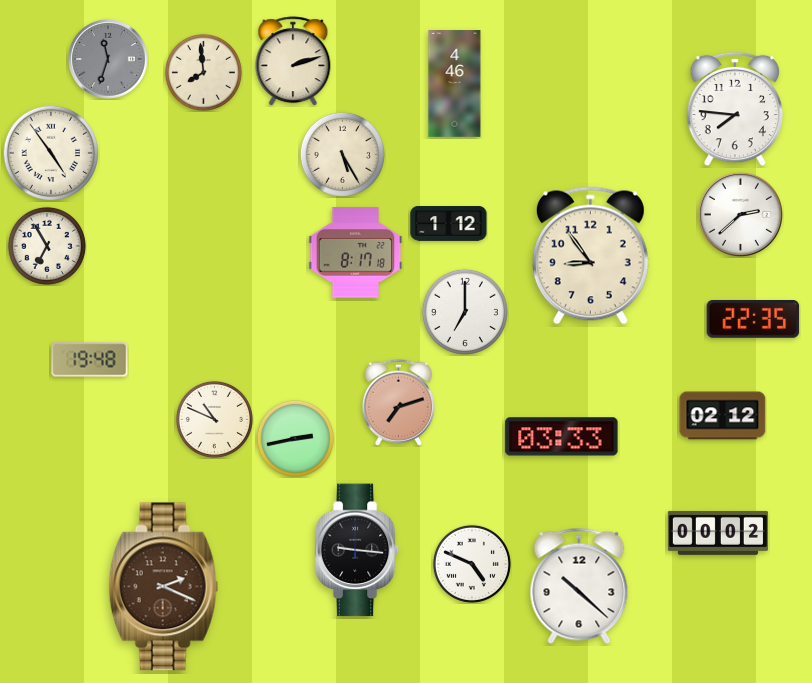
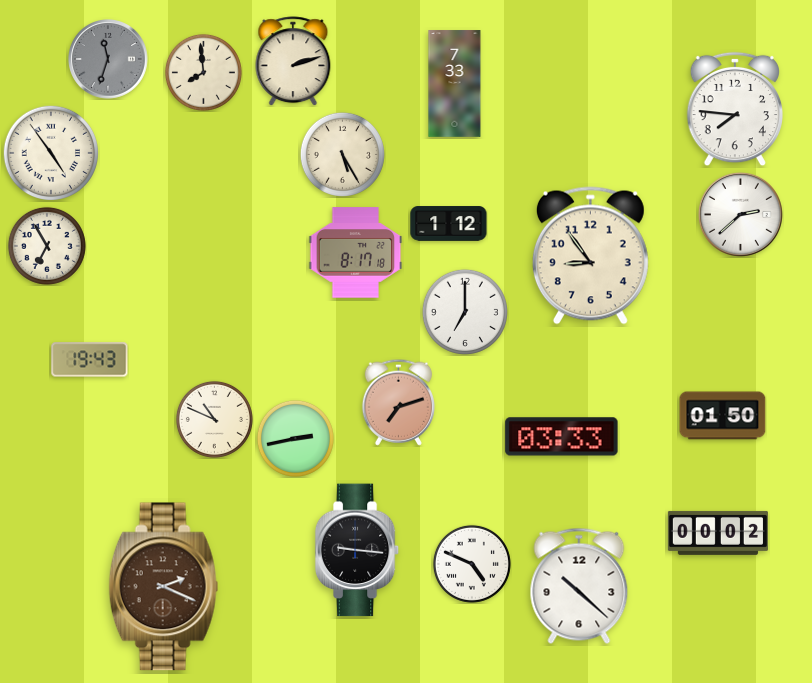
clock at (455, 84): 4:46 -> 7:33
clock at (753, 320): 22:35 -> none
clock at (90, 360): 19:48 -> 19:43
clock at (723, 416): 02:12 -> 01:50
